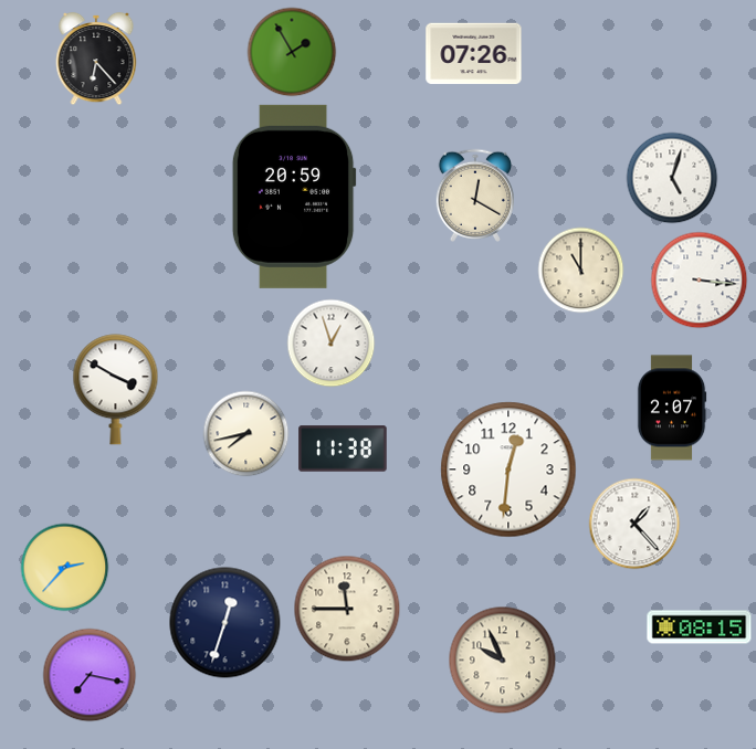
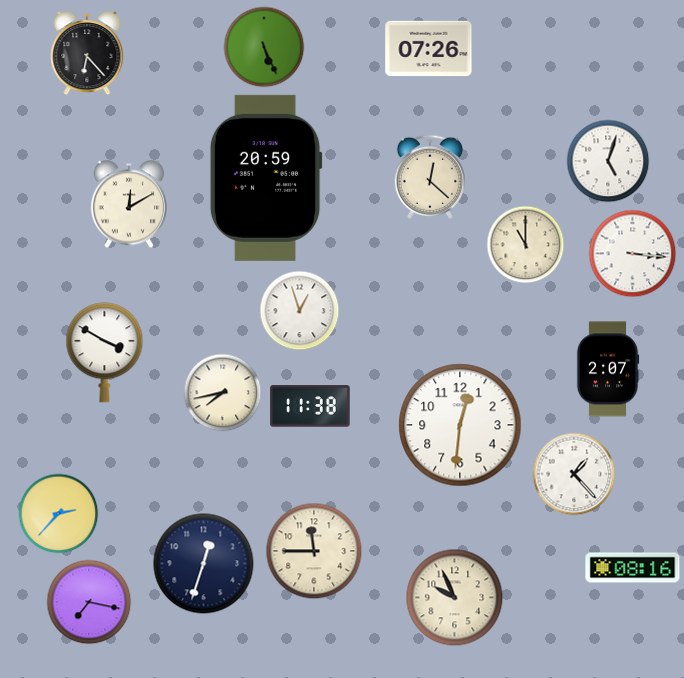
clock at (292, 52): 1:55 -> 5:26
clock at (474, 196): 12:20 -> 12:22
clock at (128, 204): none -> 12:10
clock at (700, 627): 08:15 -> 08:16
clock at (90, 675) position: (90, 675) -> (89, 602)
